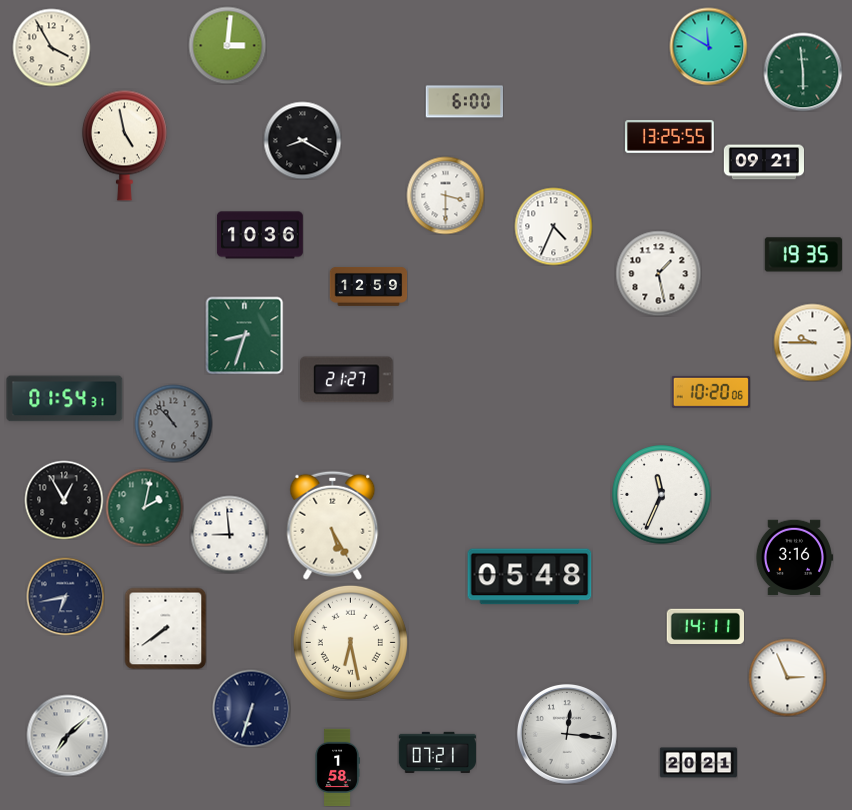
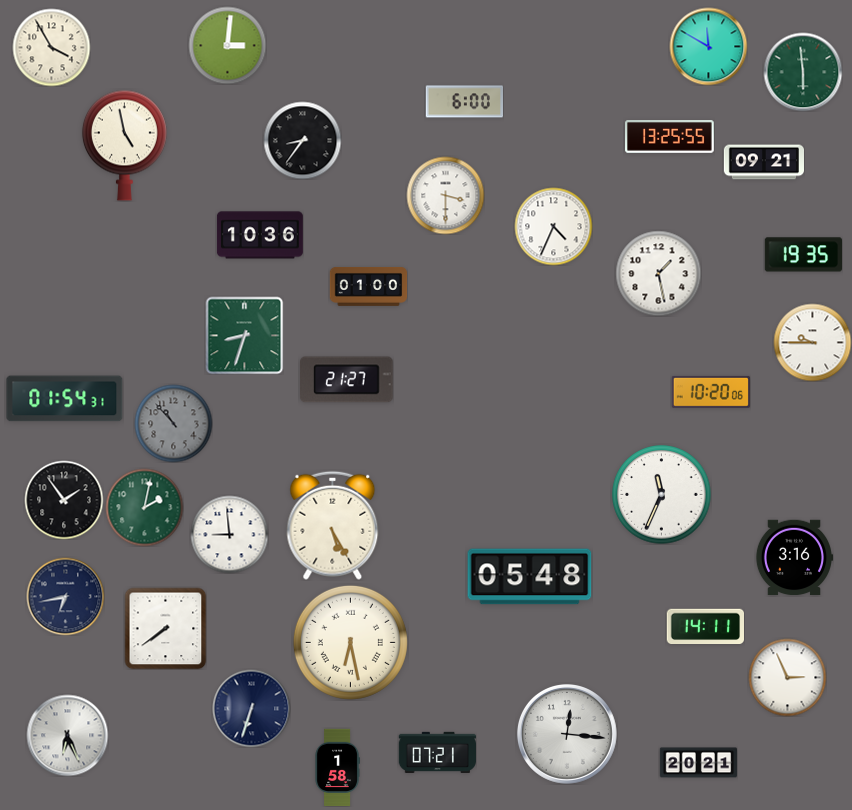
clock at (302, 140): 8:20 -> 8:36
clock at (368, 287): 12:59 -> 01:00
clock at (64, 500): 12:55 -> 1:54
clock at (67, 735): 7:08 -> 6:26
